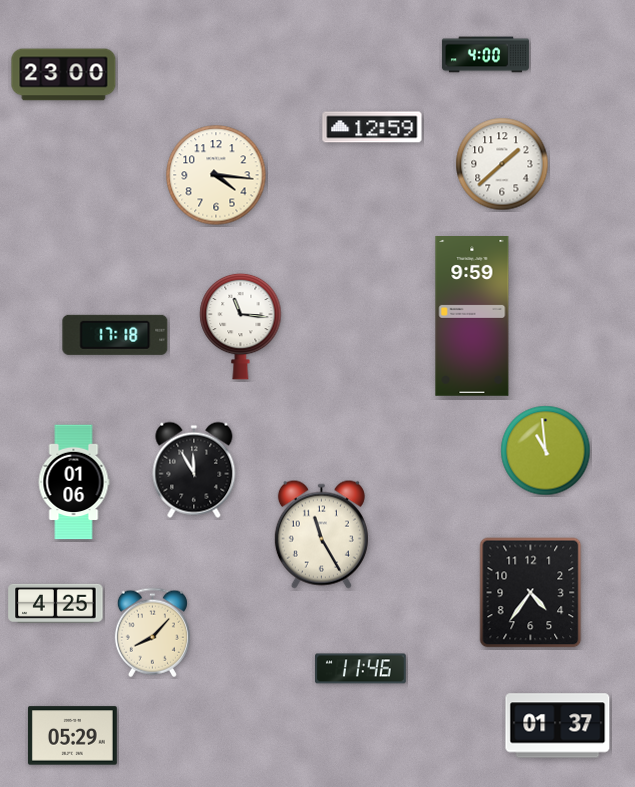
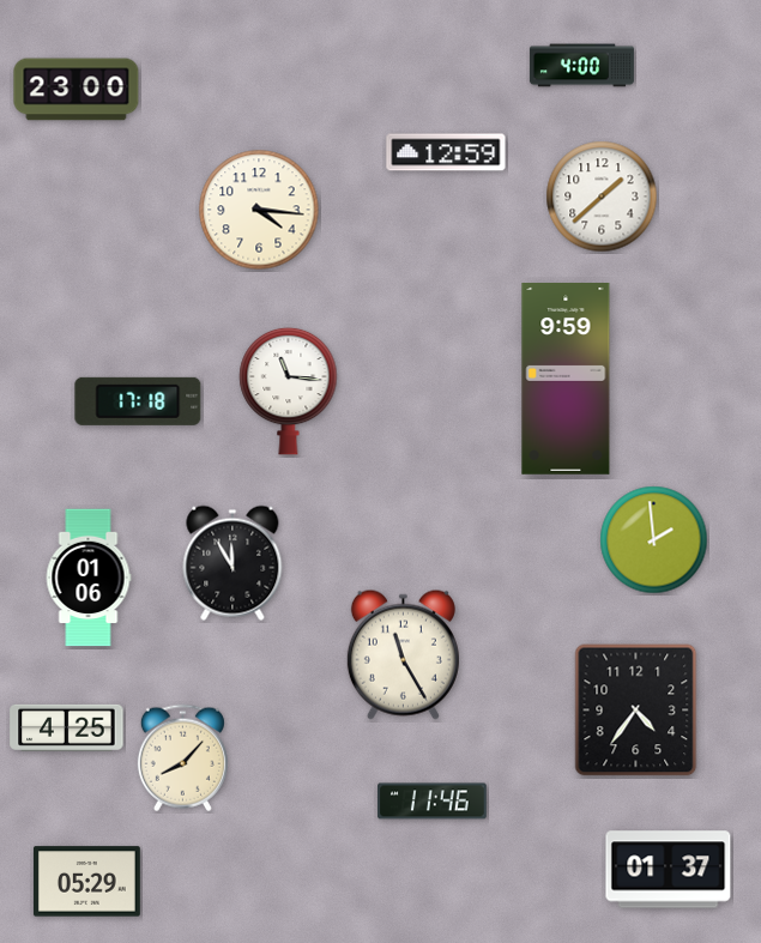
clock at (546, 451): 10:59 -> 1:59
clock at (321, 534) position: (321, 534) -> (403, 654)
clock at (56, 603) position: (56, 603) -> (67, 727)
